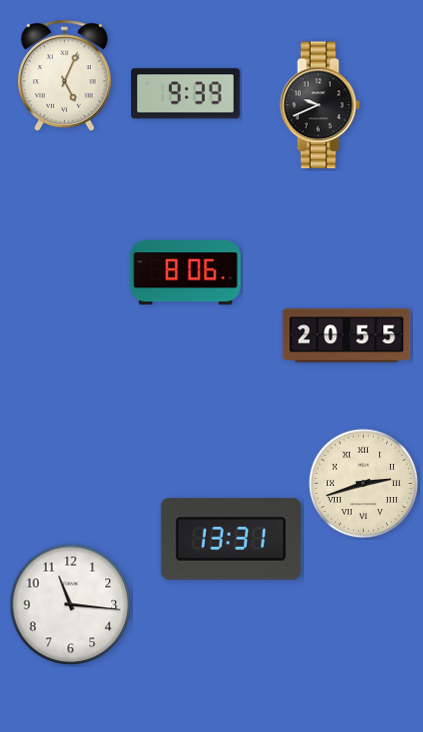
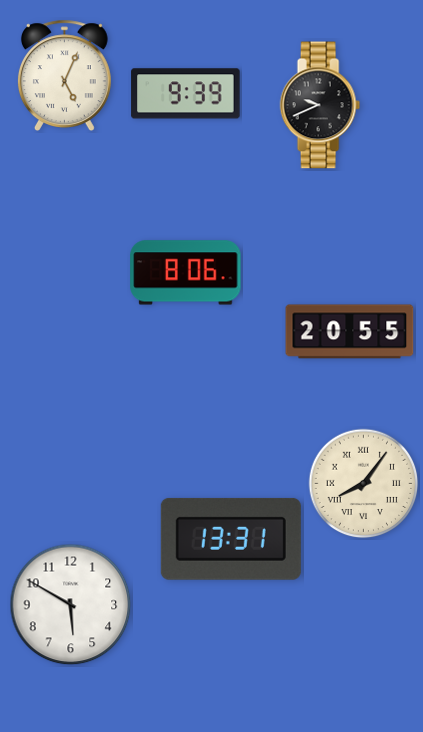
clock at (347, 336) position: (347, 336) -> (350, 332)
clock at (364, 484): 2:42 -> 8:06
clock at (71, 605): 11:16 -> 5:50
